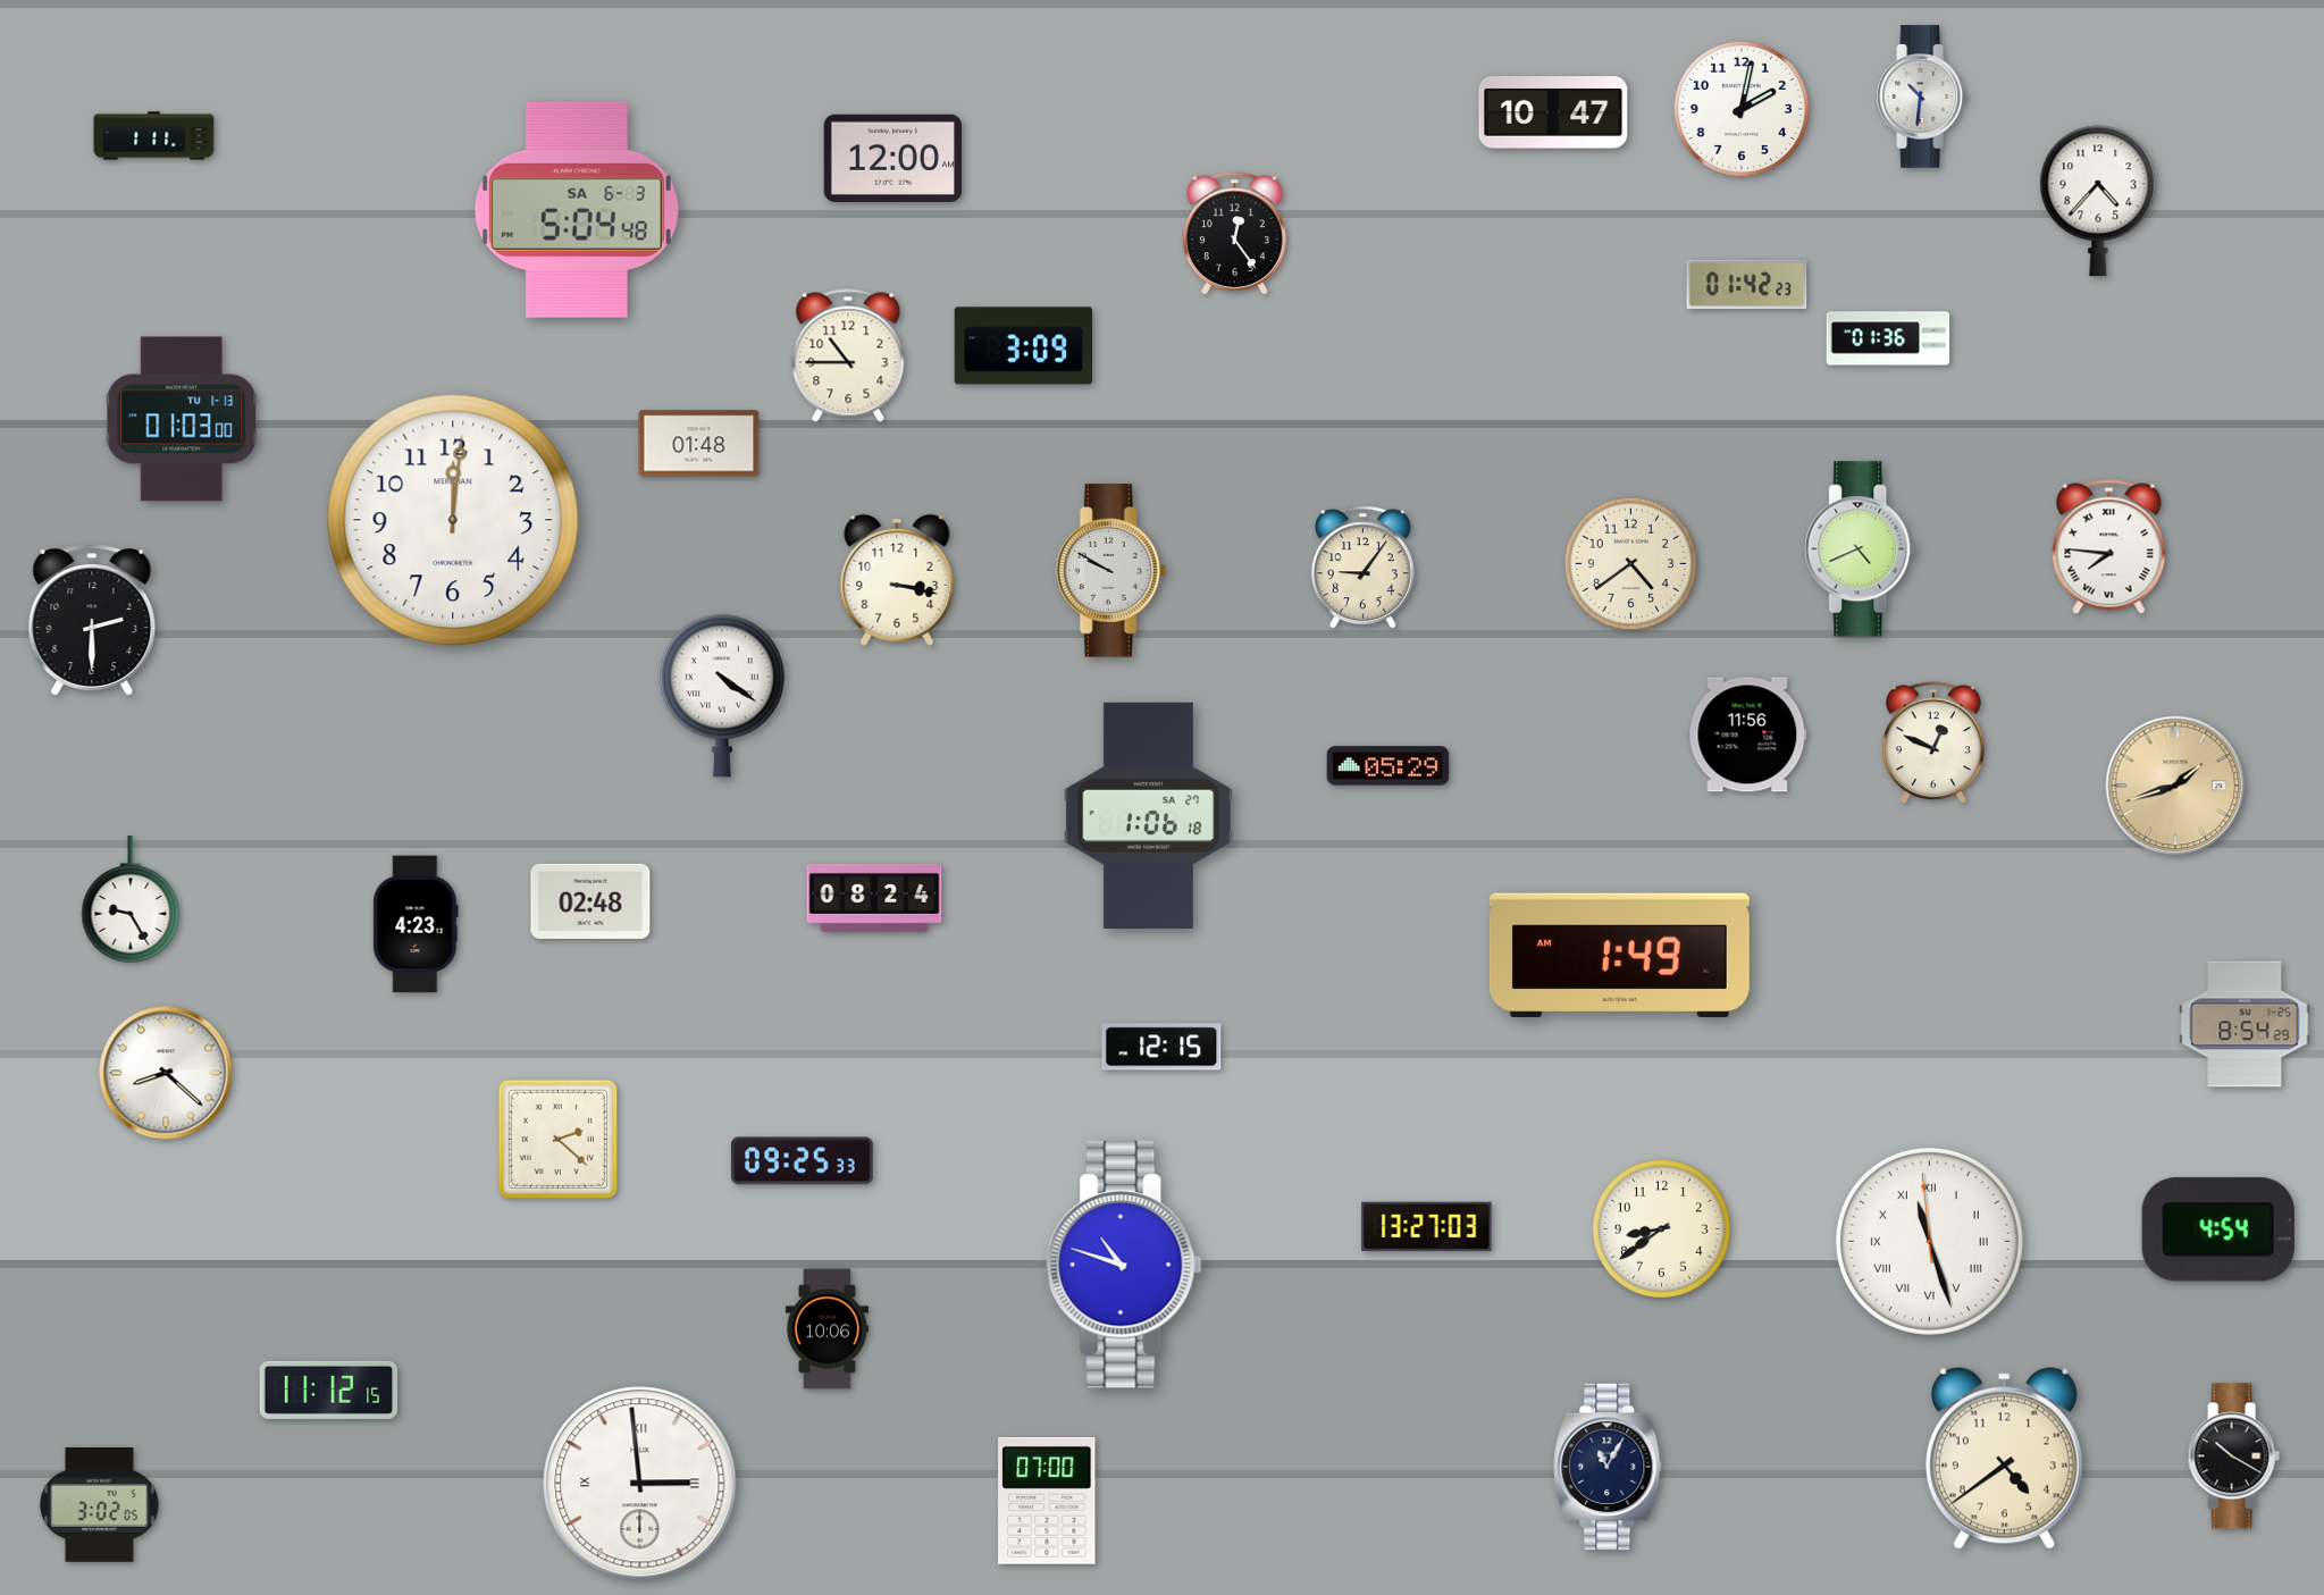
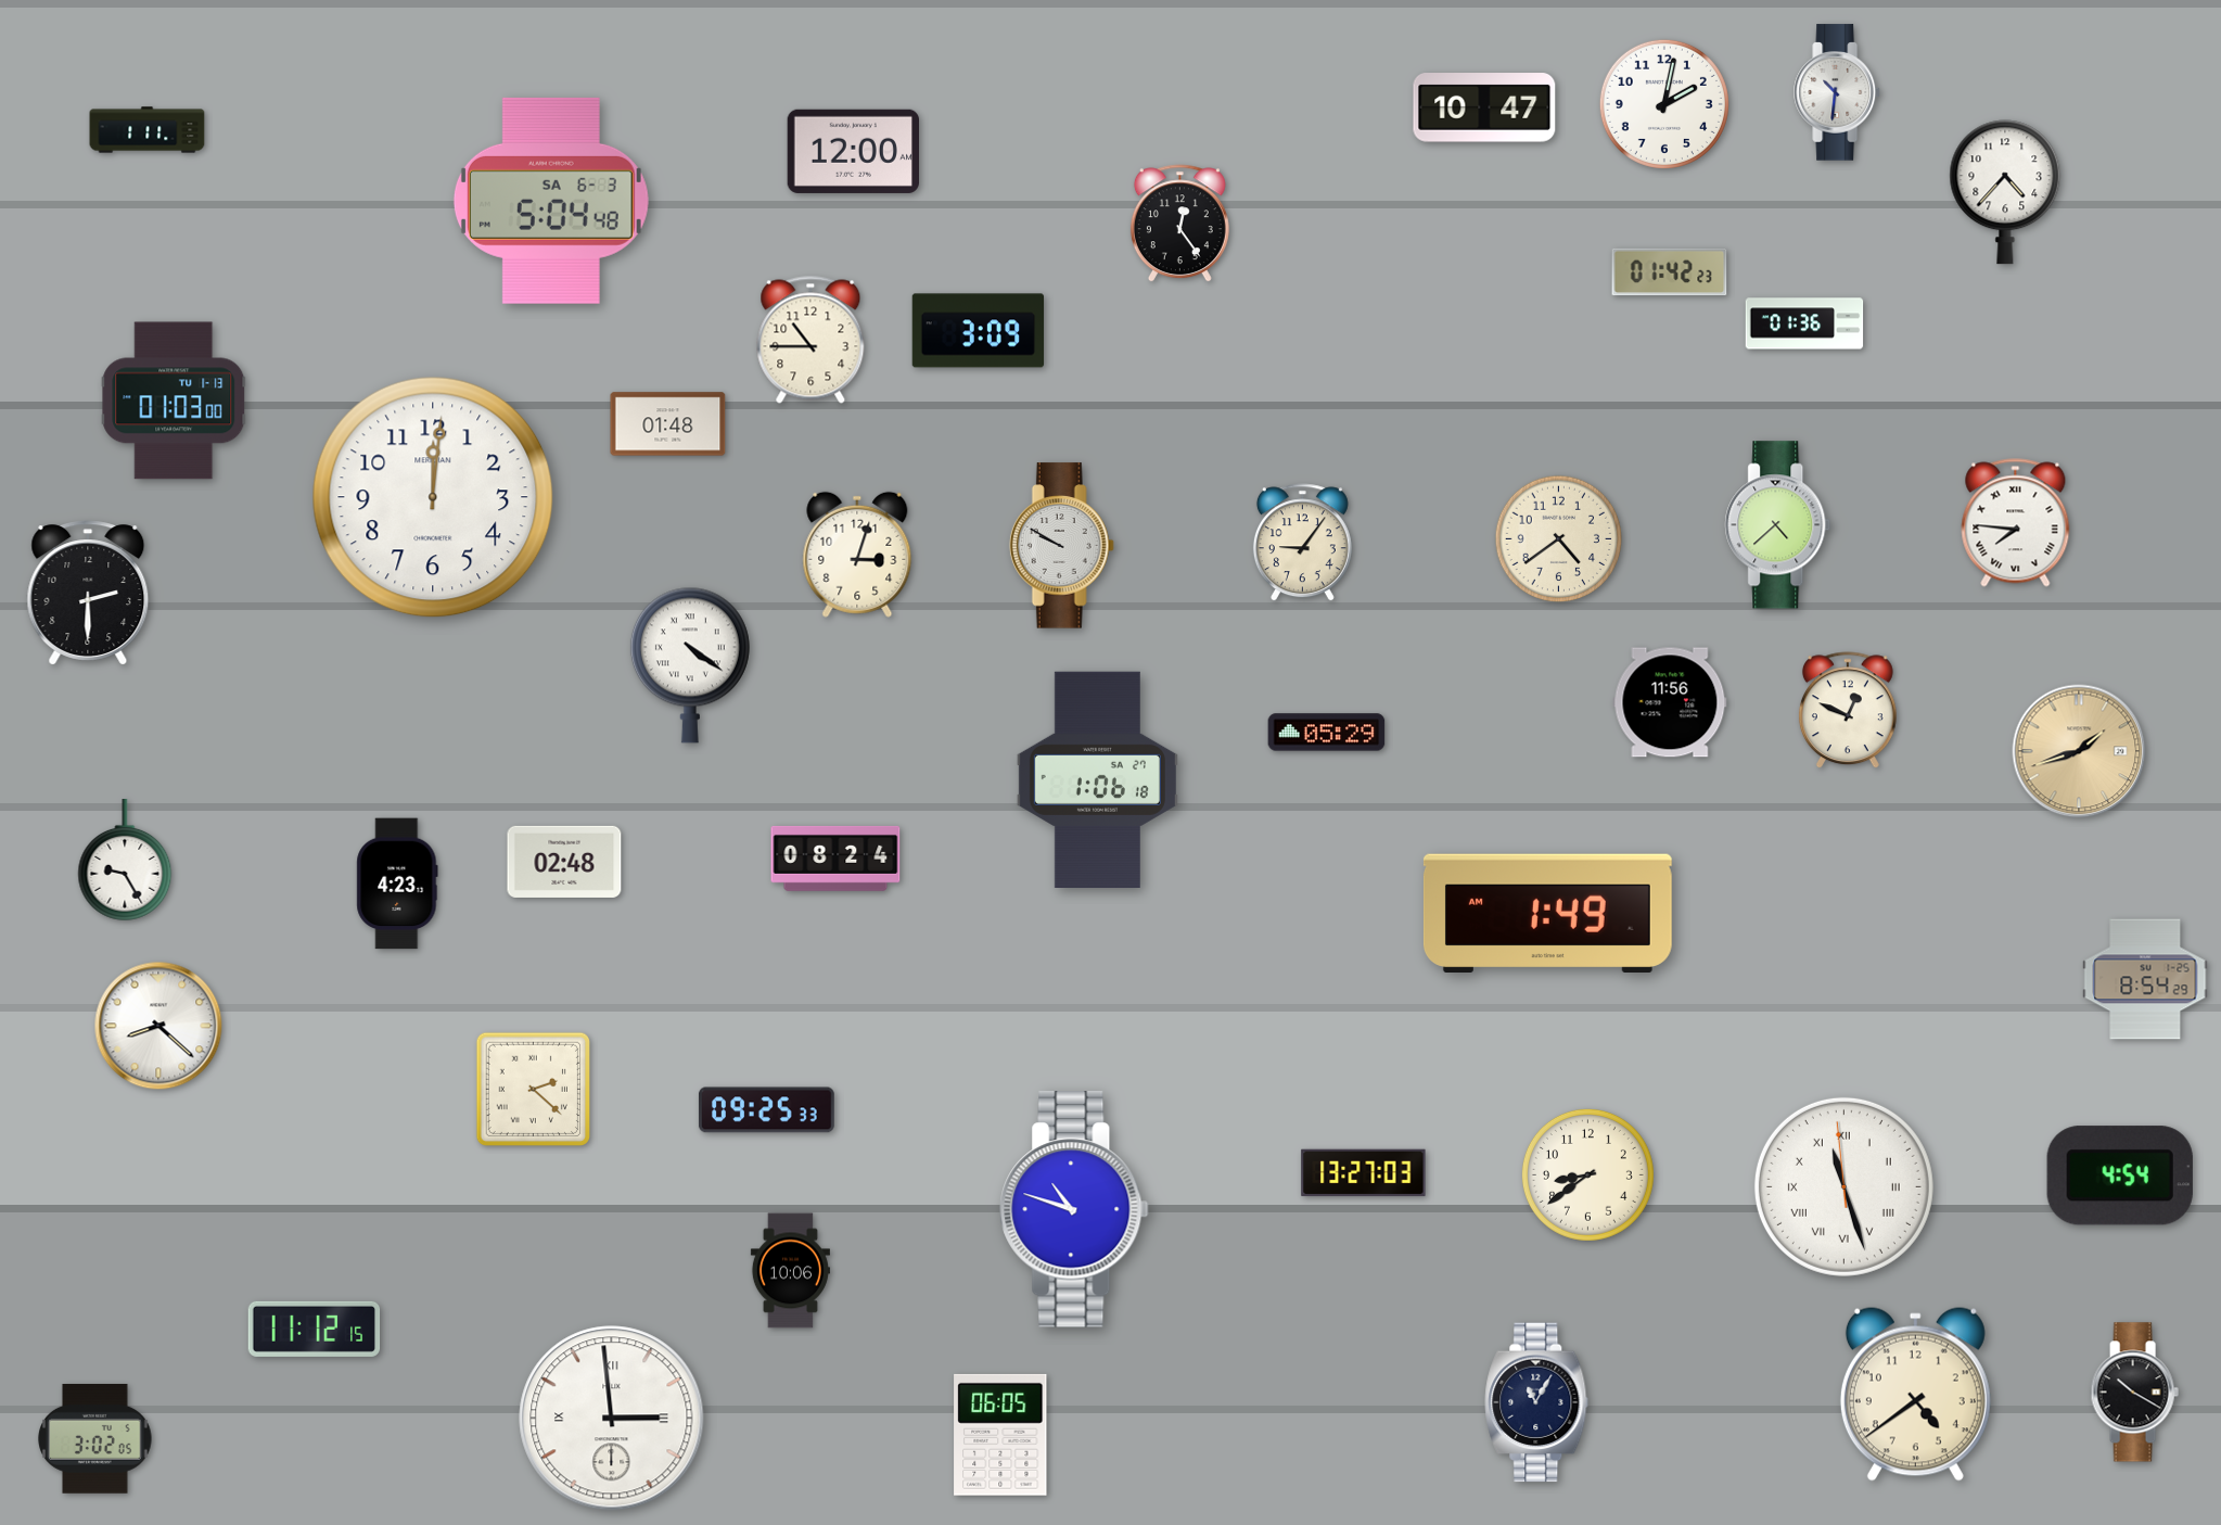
clock at (1861, 549): 4:41 -> 4:38
clock at (897, 580): 3:17 -> 3:03
clock at (1161, 1047): 12:15 -> none
clock at (1047, 1501): 07:00 -> 06:05
